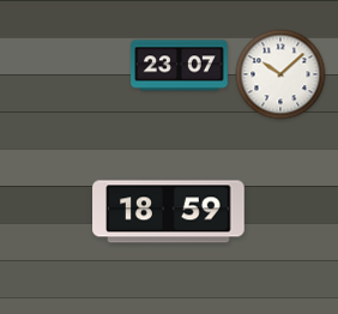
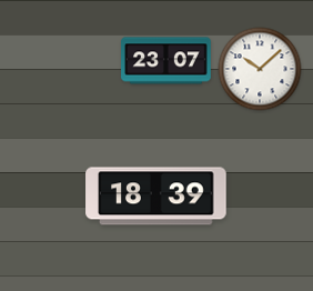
clock at (169, 212): 18:59 -> 18:39
